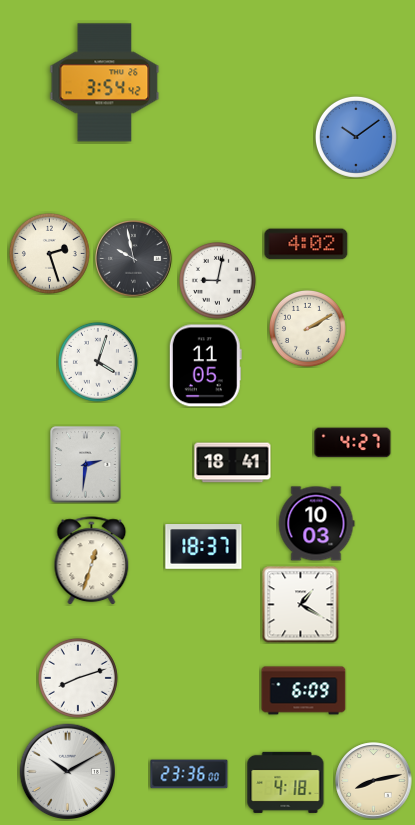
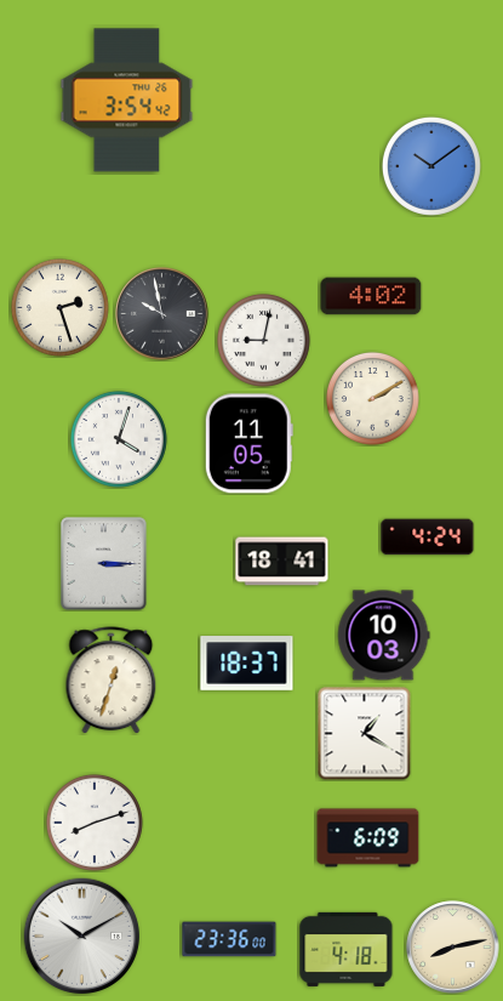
clock at (353, 443): 4:27 -> 4:24
clock at (86, 465): 2:31 -> 3:15
